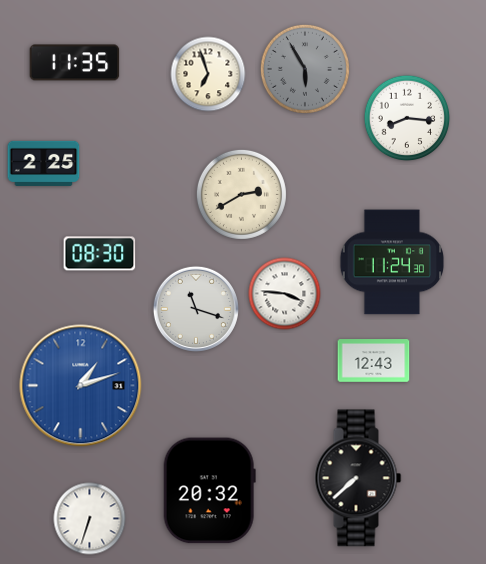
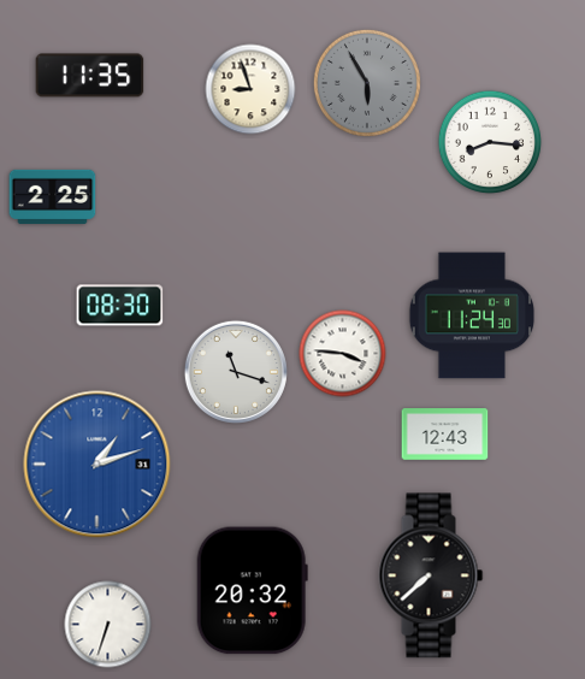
clock at (208, 74): 6:57 -> 8:57
clock at (241, 194): 2:40 -> none
clock at (374, 361) position: (374, 361) -> (445, 435)
